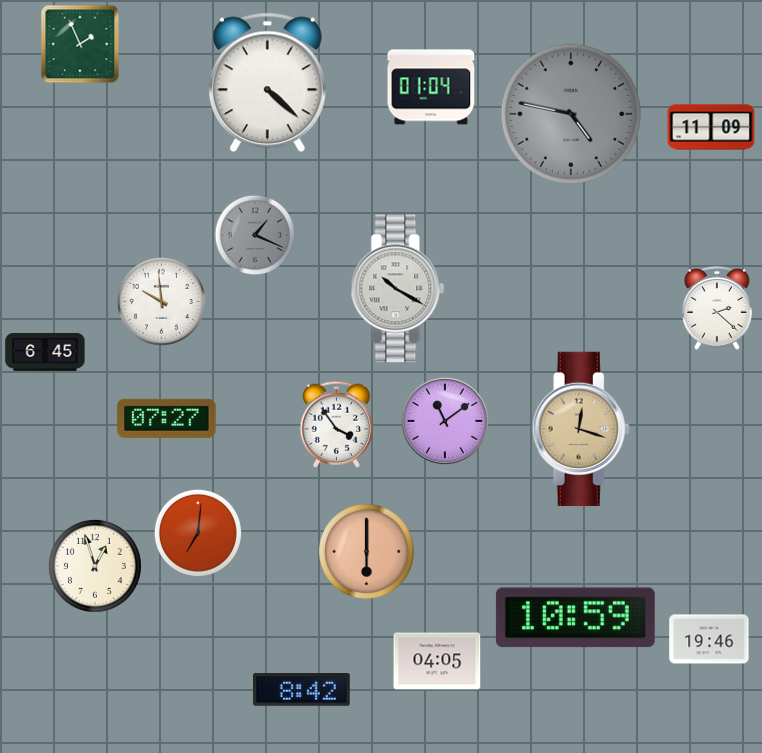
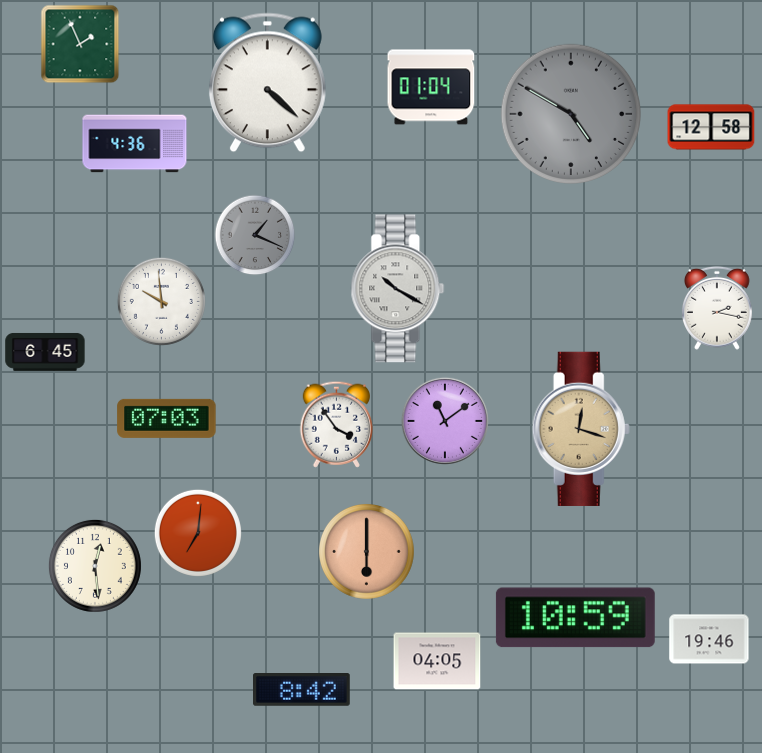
clock at (570, 113): 4:47 -> 4:50
clock at (711, 127): 11:09 -> 12:58
clock at (135, 144): none -> 4:36
clock at (717, 308): 2:22 -> 2:17
clock at (167, 418): 07:27 -> 07:03
clock at (95, 566): 12:57 -> 12:29
